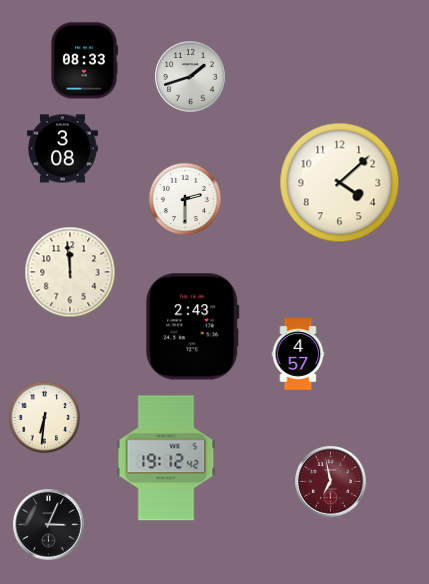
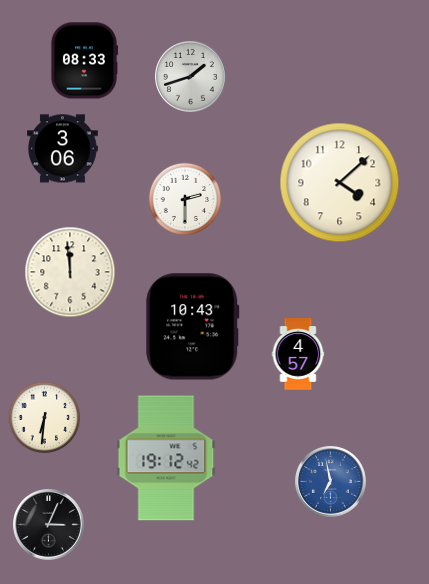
clock at (63, 149): 3:08 -> 3:06
clock at (193, 327): 2:43 -> 10:43
clock at (331, 482) dial: burgundy -> blue
